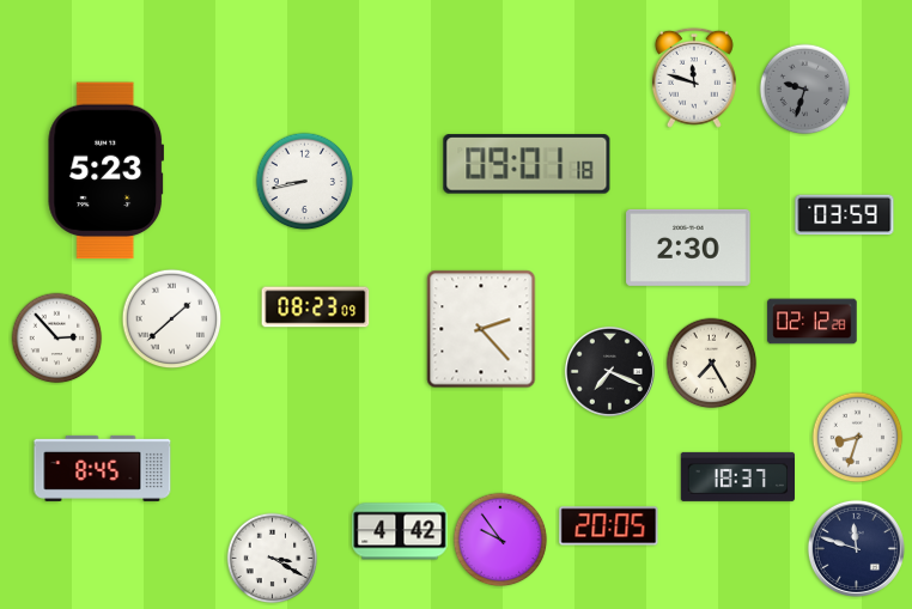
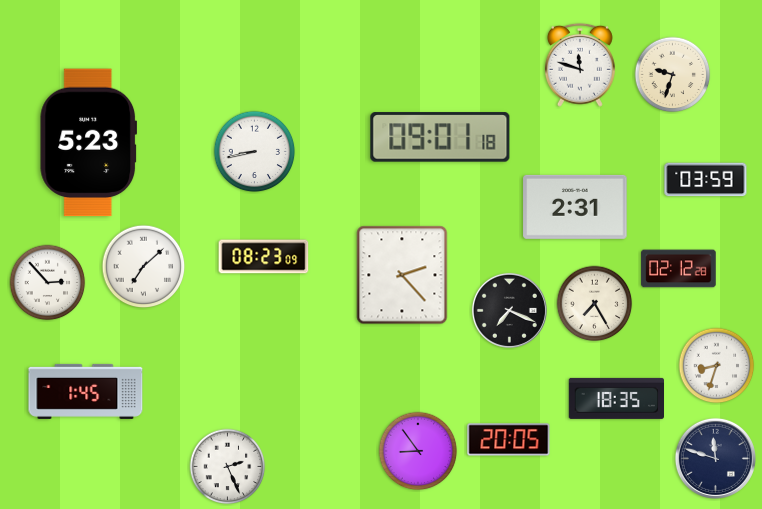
clock at (805, 90) dial: grey -> cream
clock at (688, 248): 2:30 -> 2:31
clock at (172, 319): 1:38 -> 7:08
clock at (103, 468): 8:45 -> 1:45
clock at (737, 476): 18:37 -> 18:35
clock at (400, 531): 4:42 -> none
clock at (500, 540): 9:54 -> 8:54
clock at (273, 559): 3:20 -> 2:26
